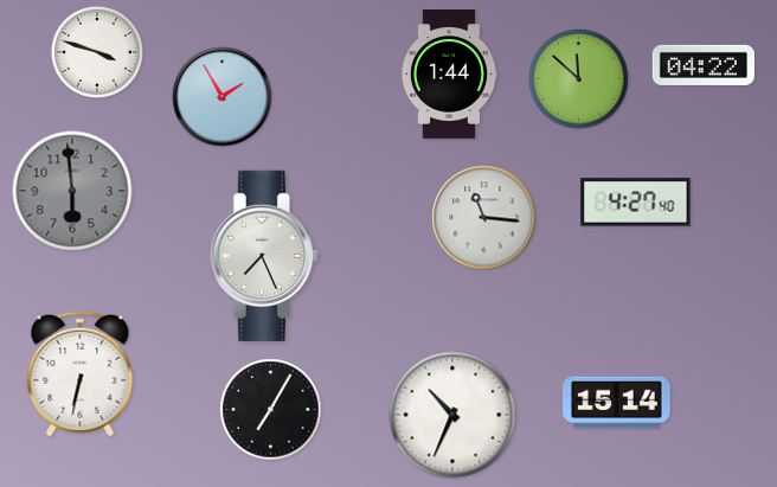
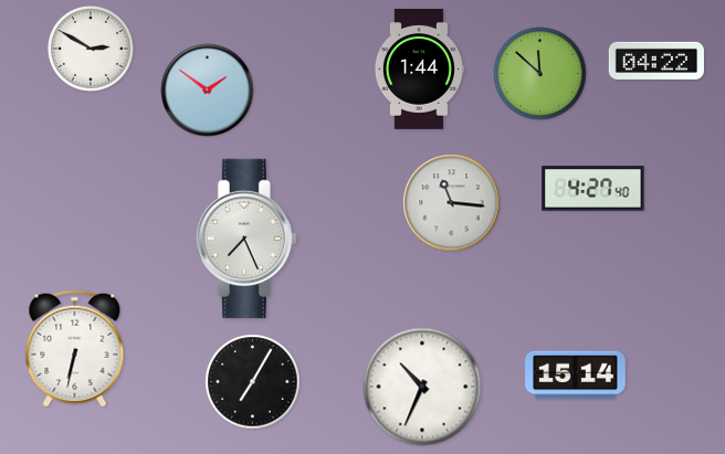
clock at (97, 52): 3:48 -> 2:50
clock at (223, 97): 1:55 -> 1:51
clock at (72, 191): 5:59 -> none
